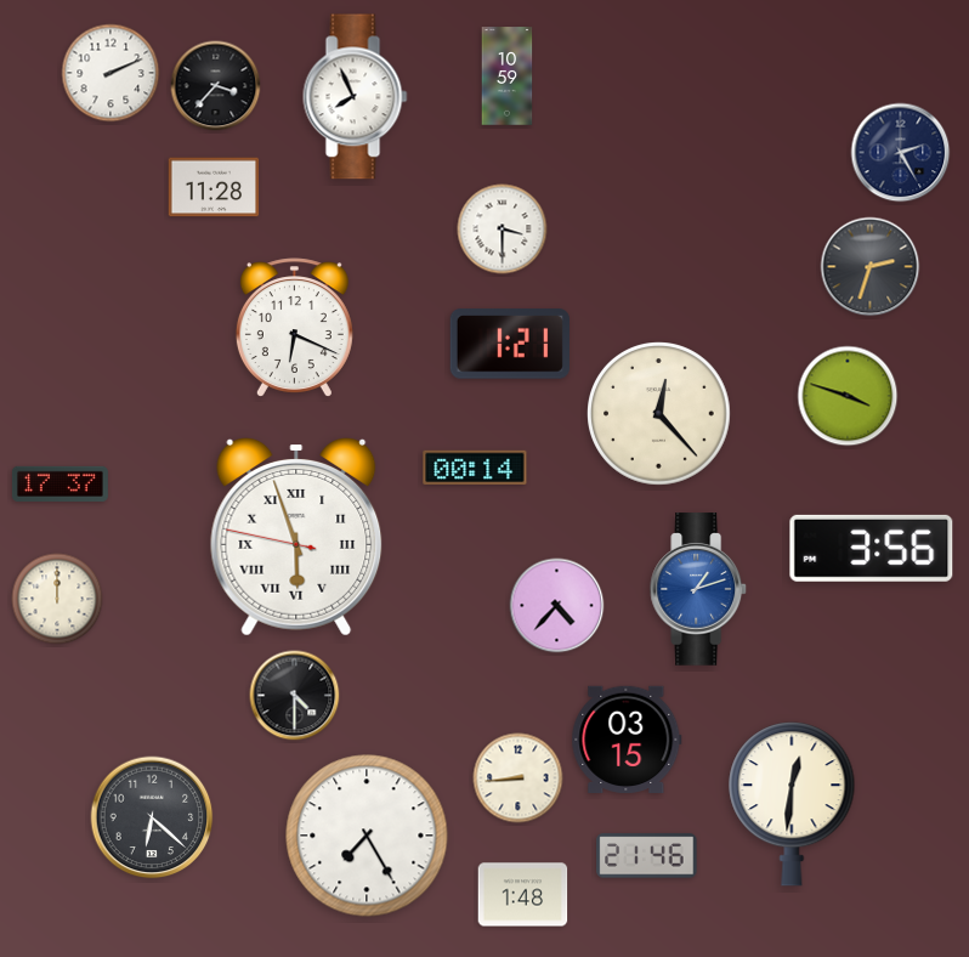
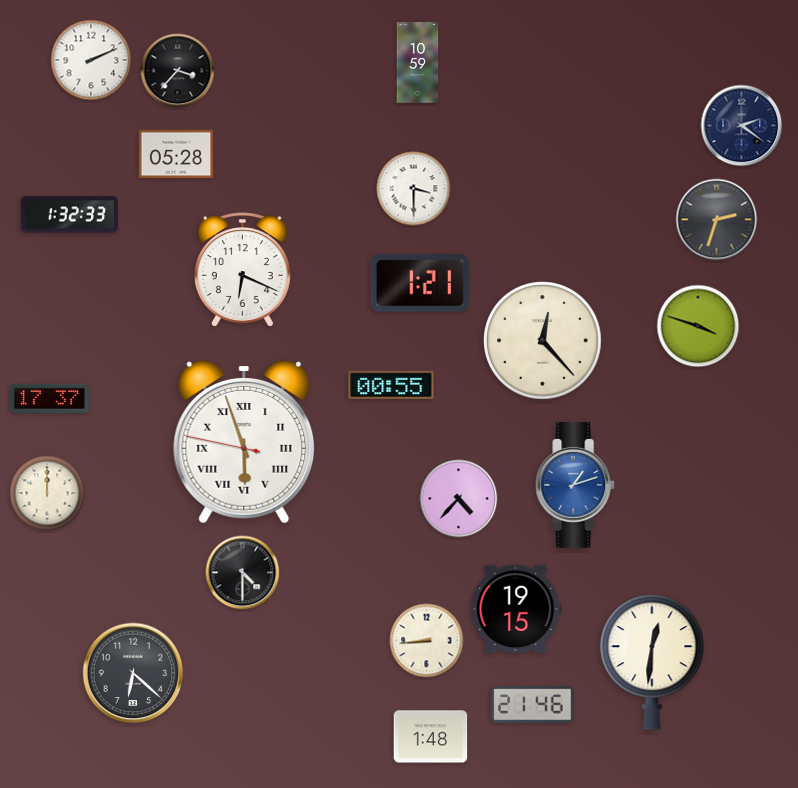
clock at (356, 97): 7:56 -> none
clock at (901, 153): 2:25 -> 2:21
clock at (214, 187): 11:28 -> 05:28
clock at (69, 215): none -> 1:32
clock at (475, 466): 00:14 -> 00:55
clock at (872, 548): 3:56 -> none
clock at (627, 740): 03:15 -> 19:15
clock at (152, 817) position: (152, 817) -> (133, 673)
clock at (367, 836): 7:25 -> none
